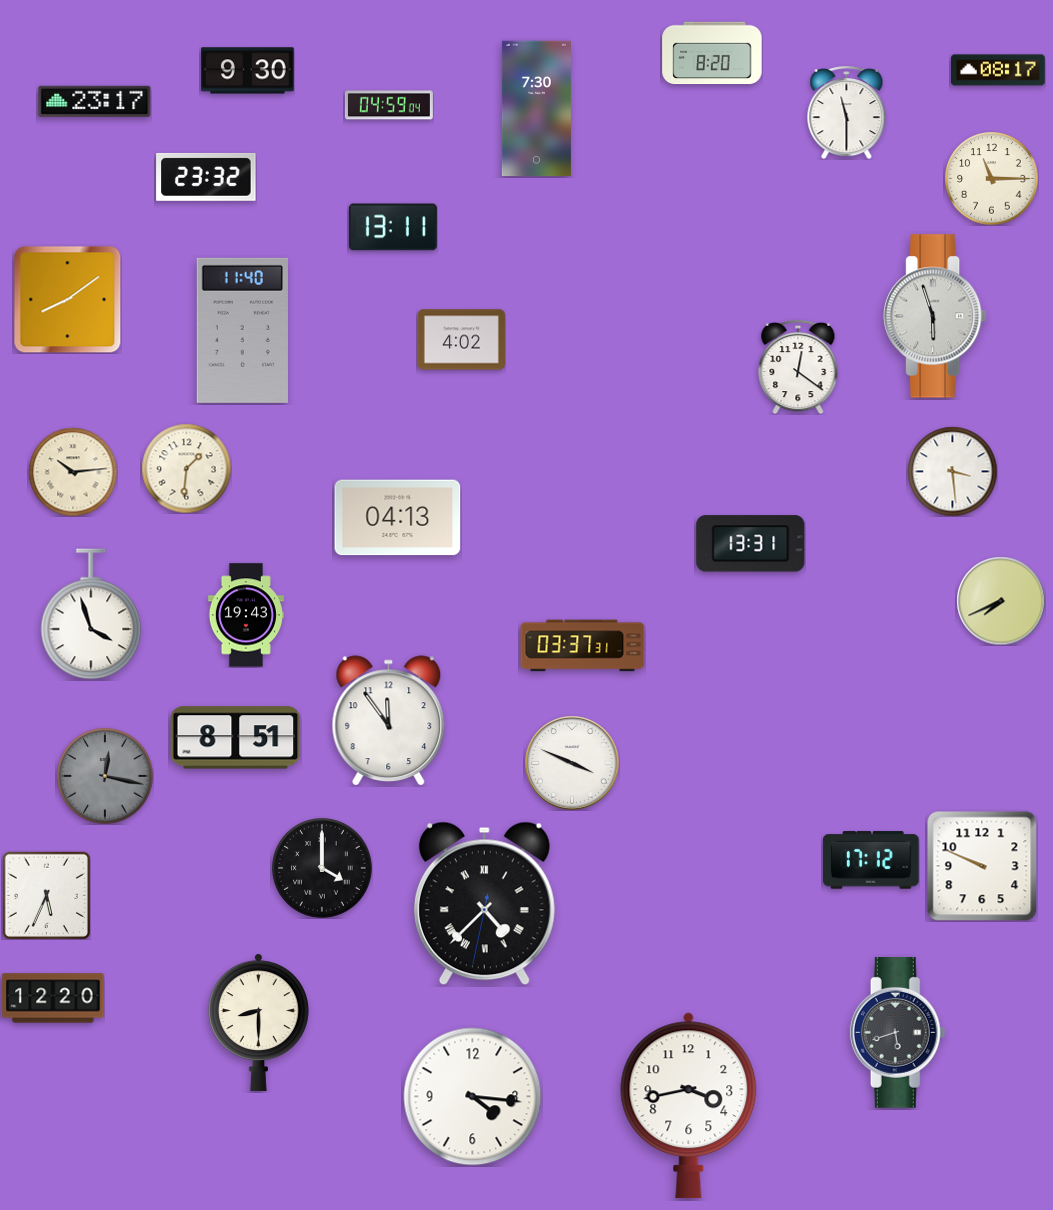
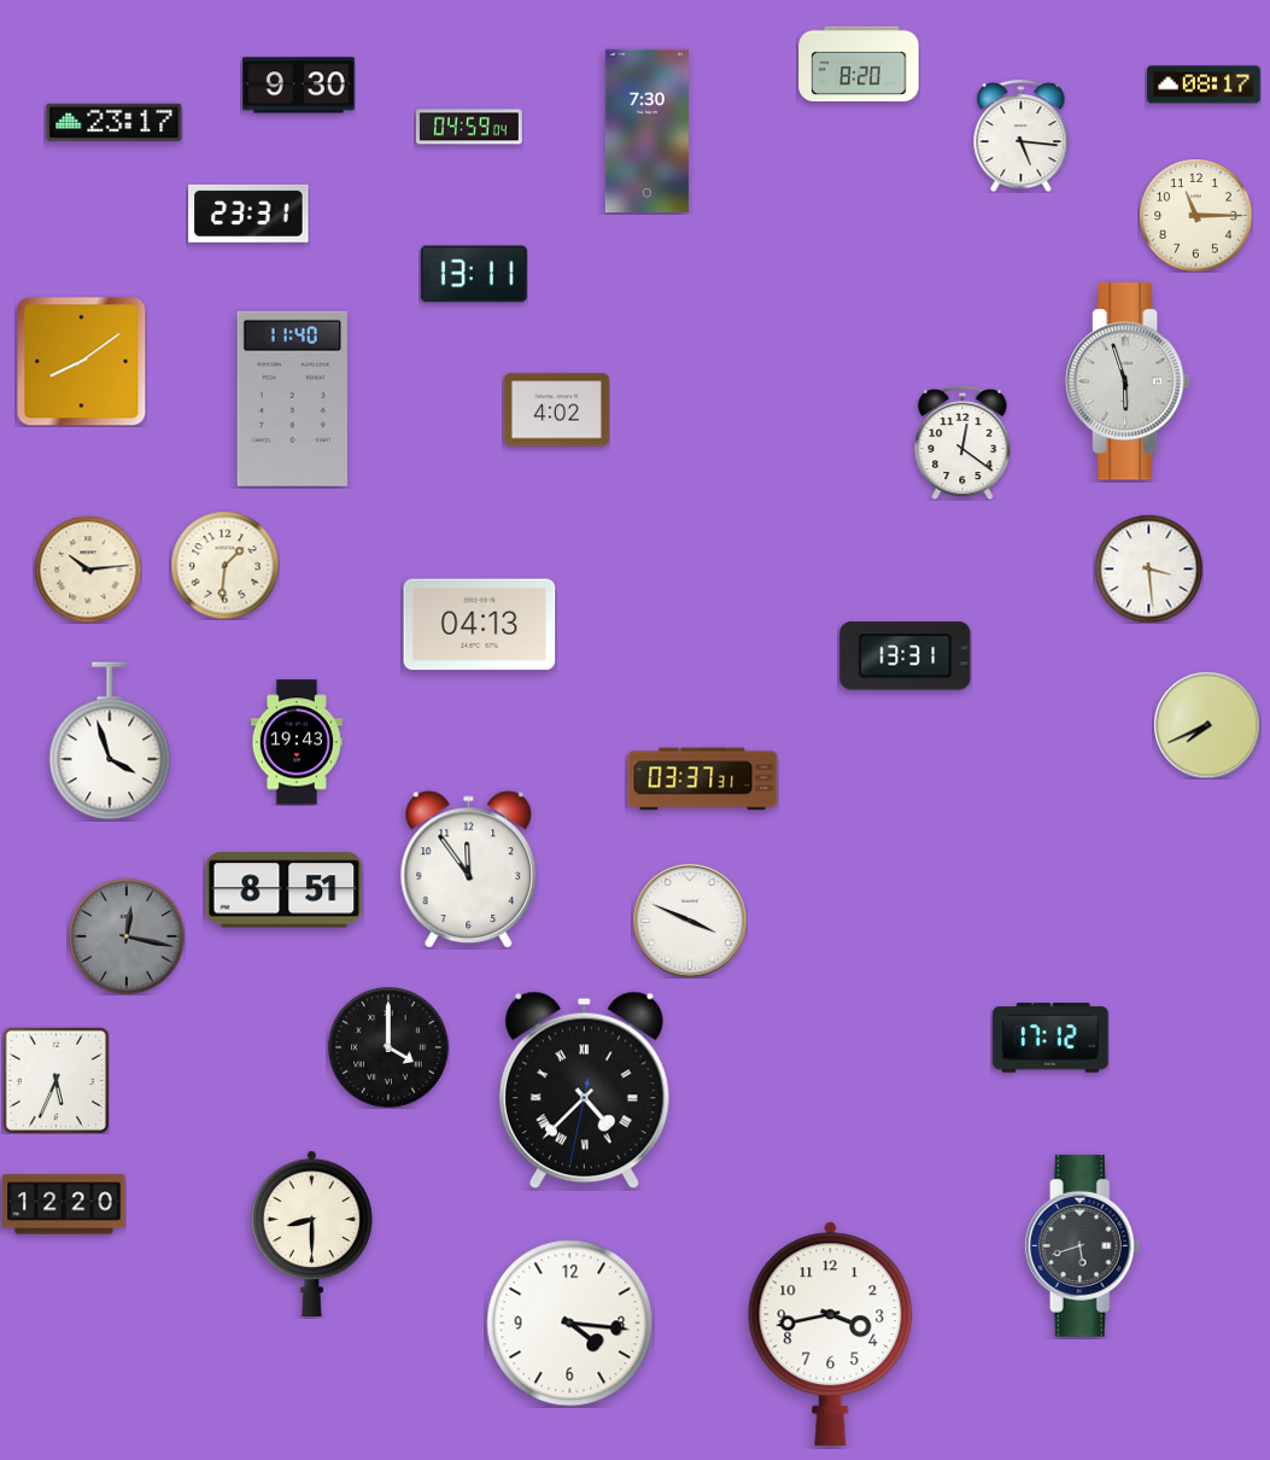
clock at (847, 113): 11:30 -> 5:16
clock at (206, 177): 23:32 -> 23:31
clock at (982, 866): 9:49 -> none
